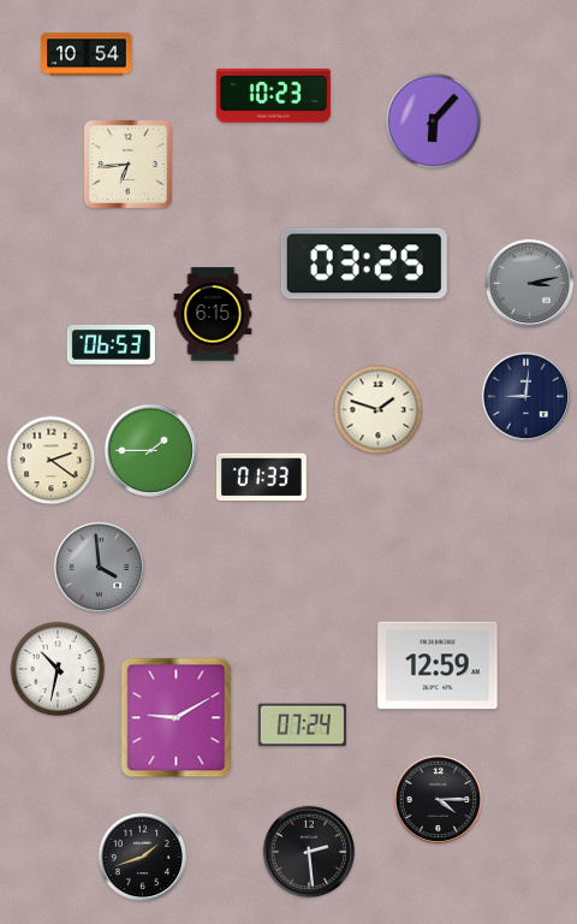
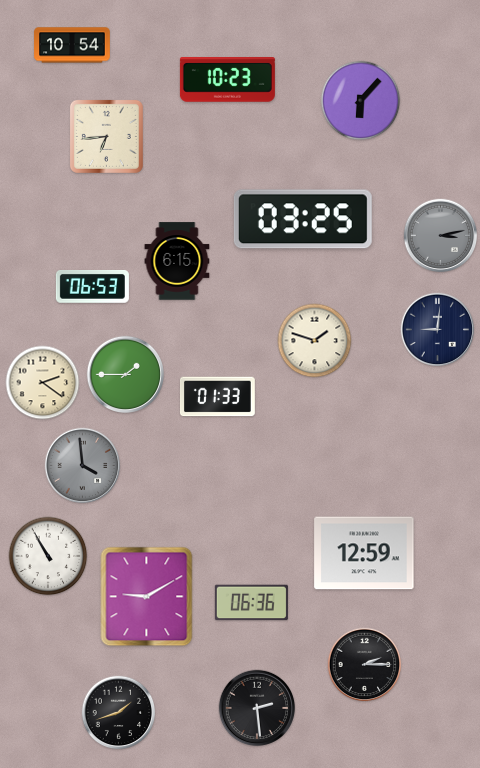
clock at (100, 568) position: (100, 568) -> (83, 466)
clock at (58, 669): 10:32 -> 10:55
clock at (302, 725): 07:24 -> 06:36
clock at (439, 800): 4:15 -> 2:15
